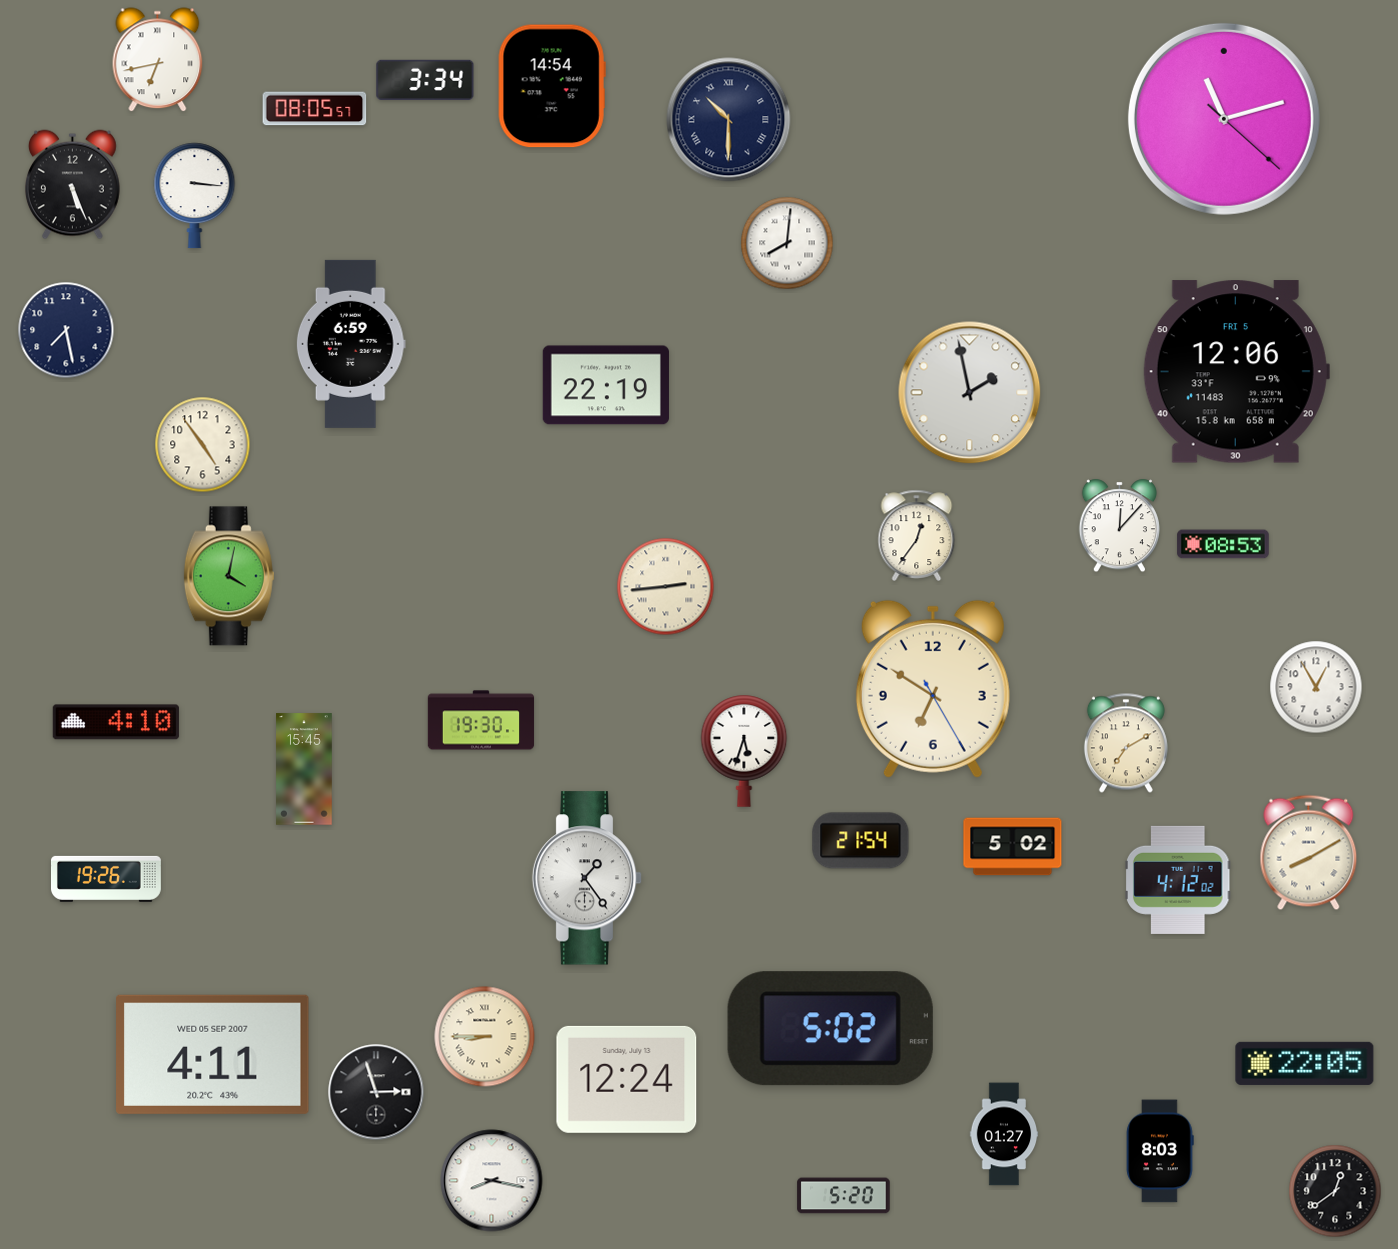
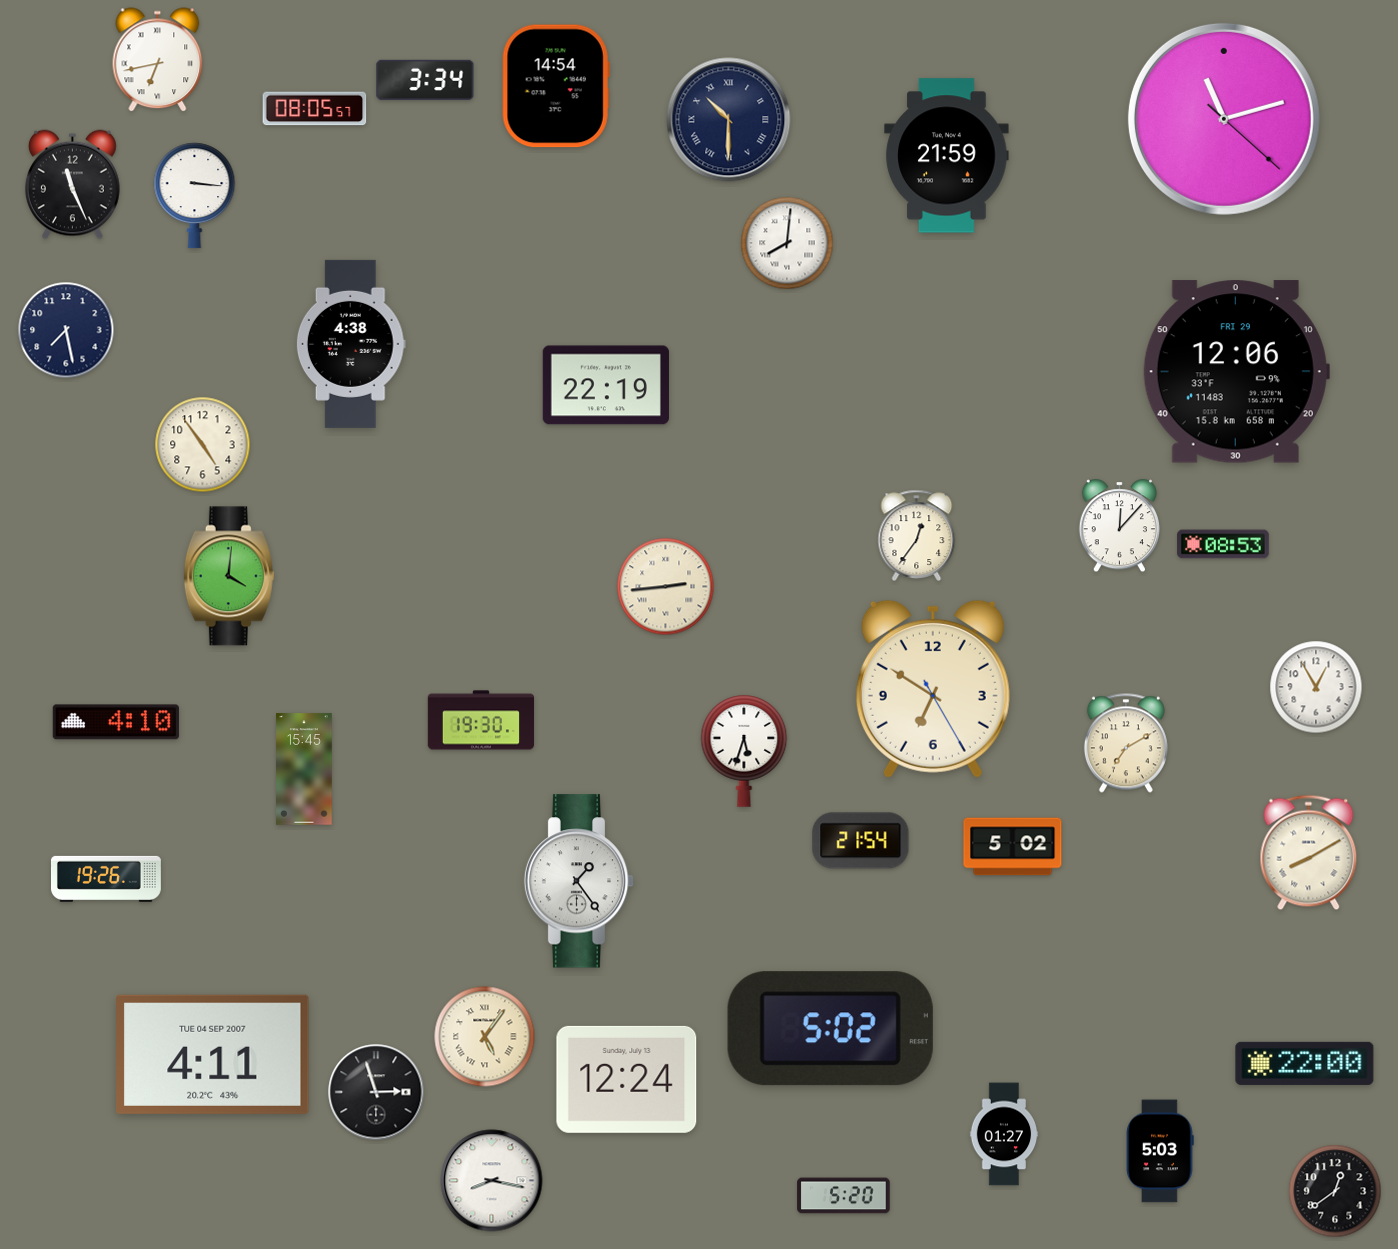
clock at (552, 86) position: (552, 86) -> (556, 86)
clock at (947, 156): none -> 21:59
clock at (72, 185): 5:26 -> 11:26
clock at (351, 344): 6:59 -> 4:38
clock at (1236, 372) date: FRI 5 -> FRI 29
clock at (970, 393): 1:58 -> none
clock at (229, 576): 4:02 -> 4:01
clock at (587, 878) position: (587, 878) -> (579, 881)
clock at (1178, 880): 4:12 -> none
clock at (485, 1037): 8:45 -> 5:06
clock at (213, 1054) date: WED 05 SEP 2007 -> TUE 04 SEP 2007
clock at (1305, 1063): 22:05 -> 22:00
clock at (1160, 1151): 8:03 -> 5:03
